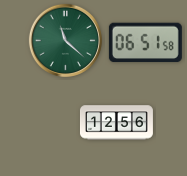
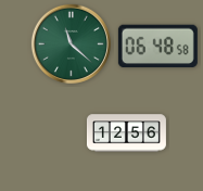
clock at (145, 43): 06:51 -> 06:48
